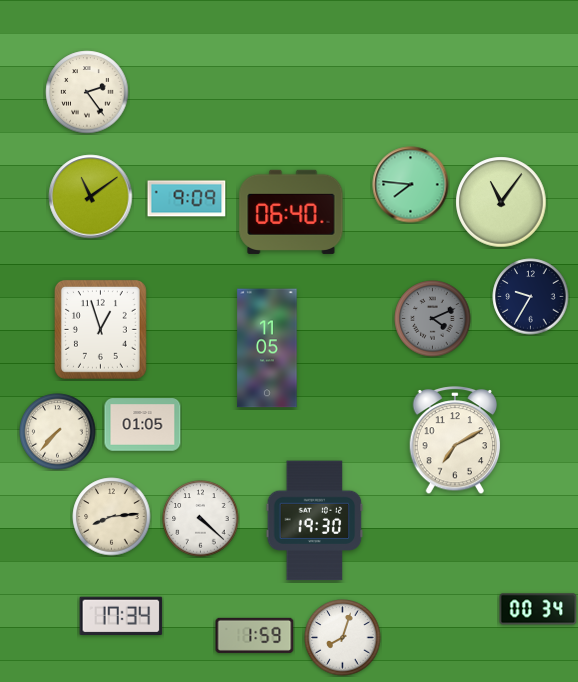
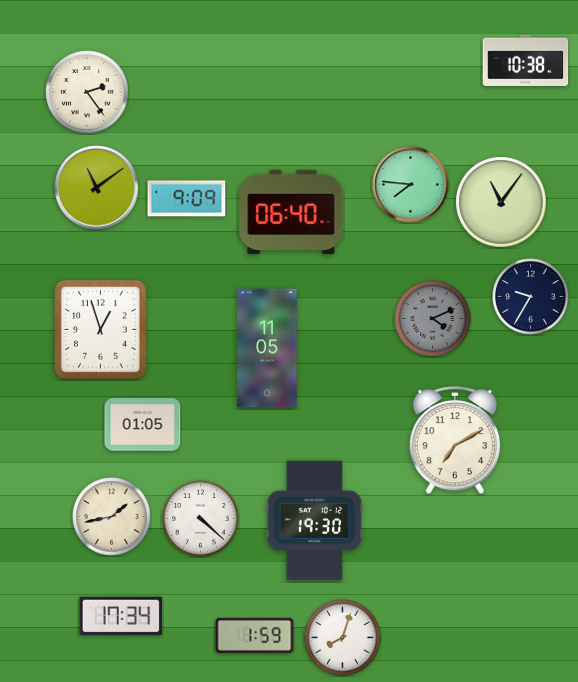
clock at (526, 60): none -> 10:38
clock at (91, 197) position: (91, 197) -> (97, 188)
clock at (58, 432): 7:37 -> none
clock at (112, 517): 8:14 -> 1:43
clock at (538, 609): 00:34 -> none
